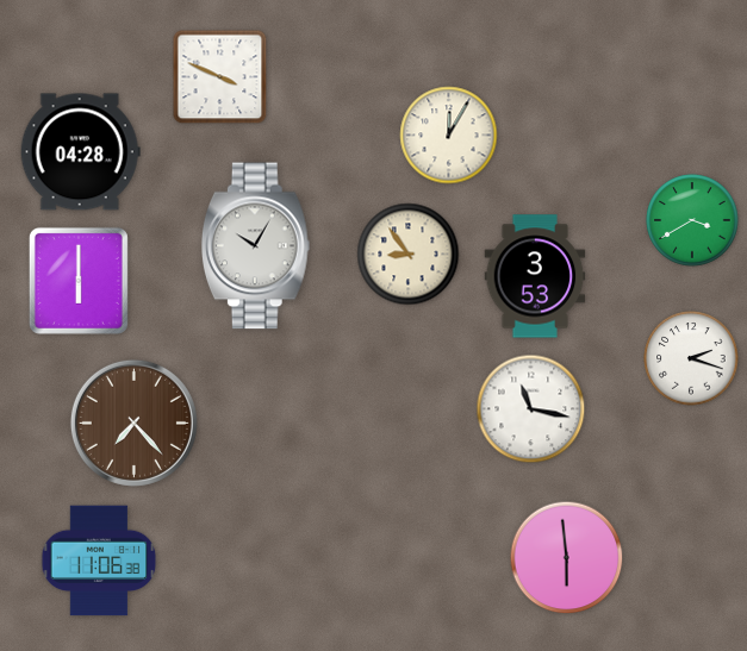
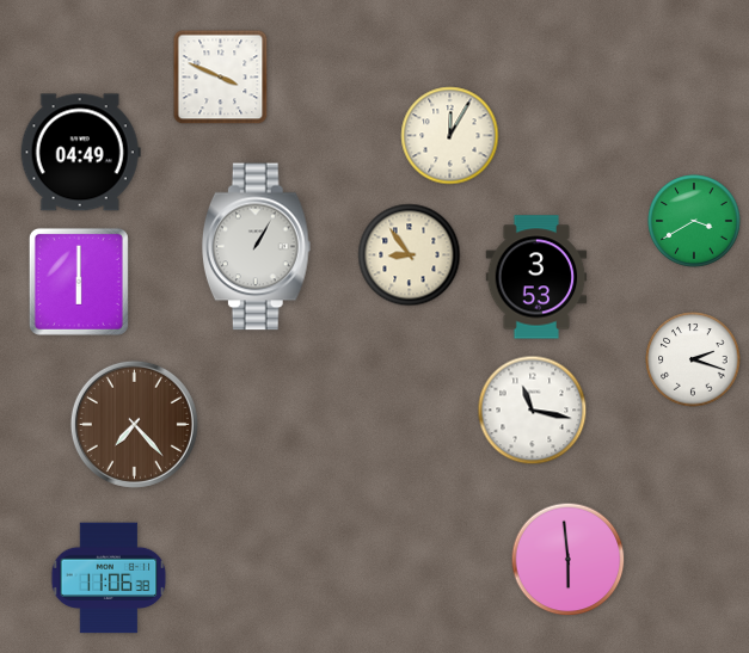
clock at (80, 152): 04:28 -> 04:49
clock at (255, 246): 10:05 -> 1:05
clock at (99, 561) position: (99, 561) -> (109, 578)
